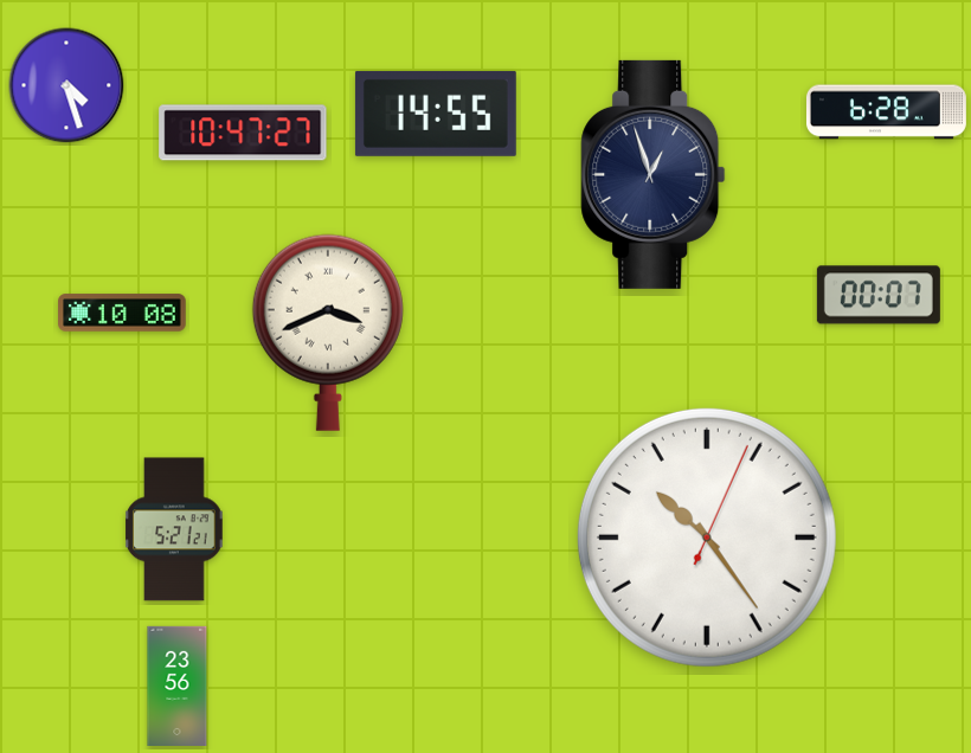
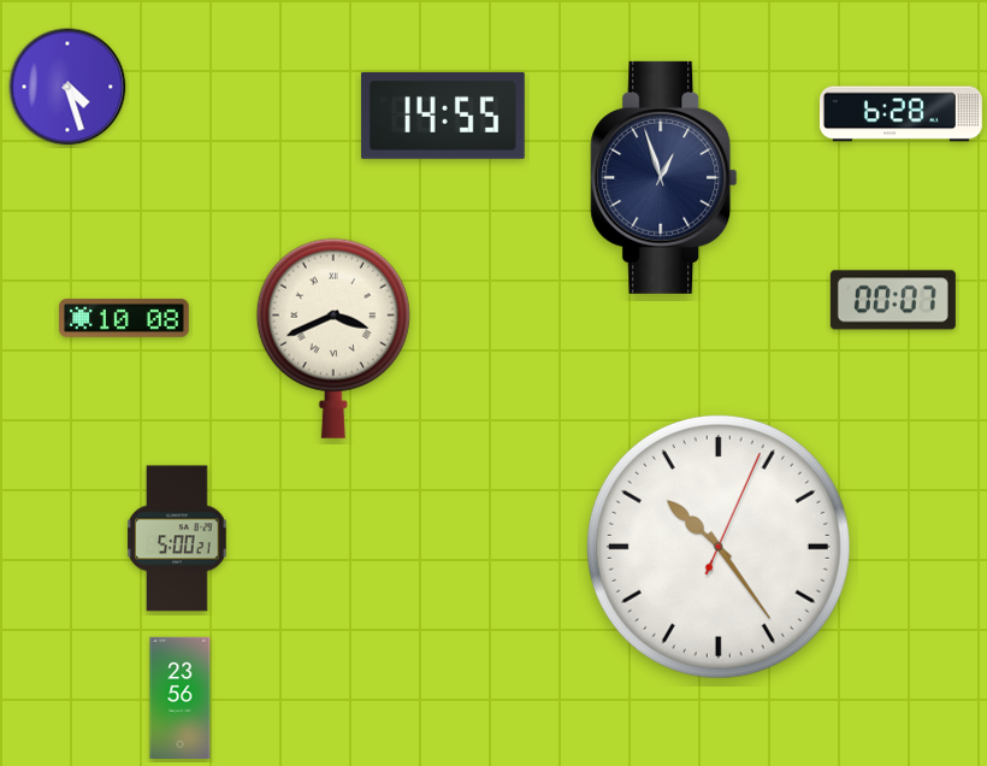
clock at (243, 133): 10:47 -> none
clock at (175, 529): 5:21 -> 5:00
